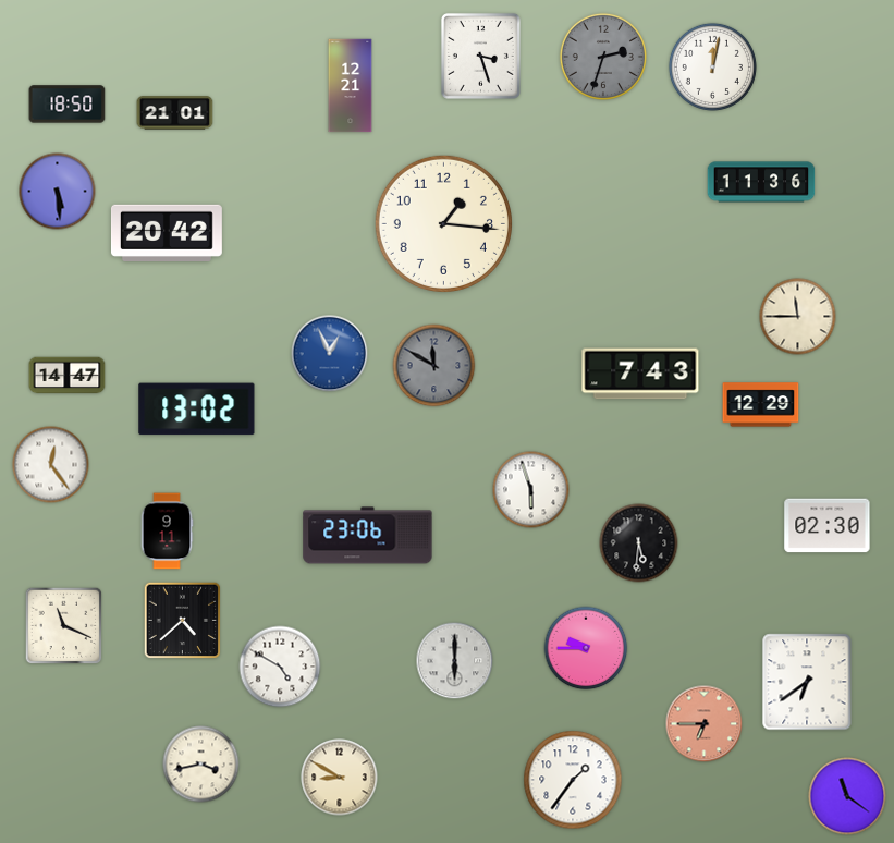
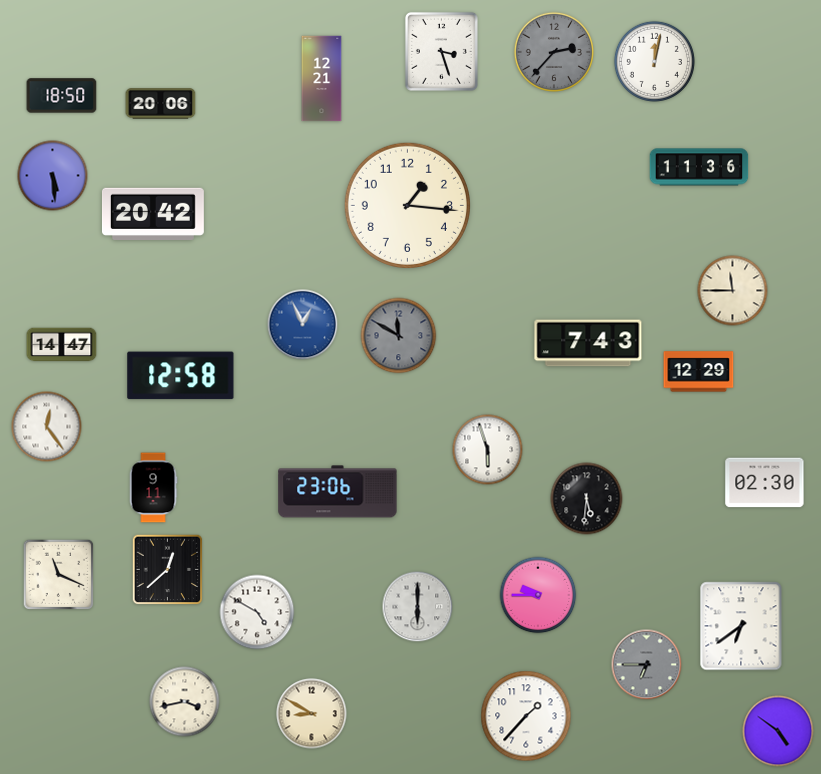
clock at (602, 56): 2:33 -> 2:37
clock at (175, 113): 21:01 -> 20:06
clock at (197, 410): 13:02 -> 12:58
clock at (828, 526) position: (828, 526) -> (765, 483)
clock at (183, 621): 4:38 -> 12:38
clock at (705, 724) dial: salmon -> grey
clock at (573, 780): 1:36 -> 1:37
clock at (847, 796): 11:21 -> 4:51
